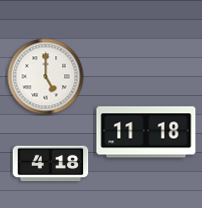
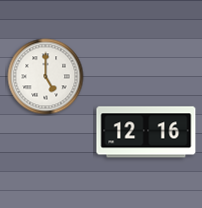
clock at (146, 132): 11:18 -> 12:16
clock at (51, 164): 4:18 -> none
